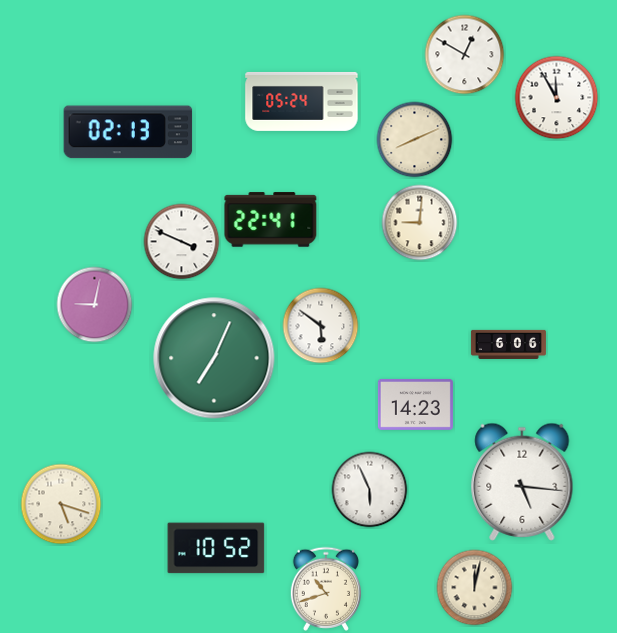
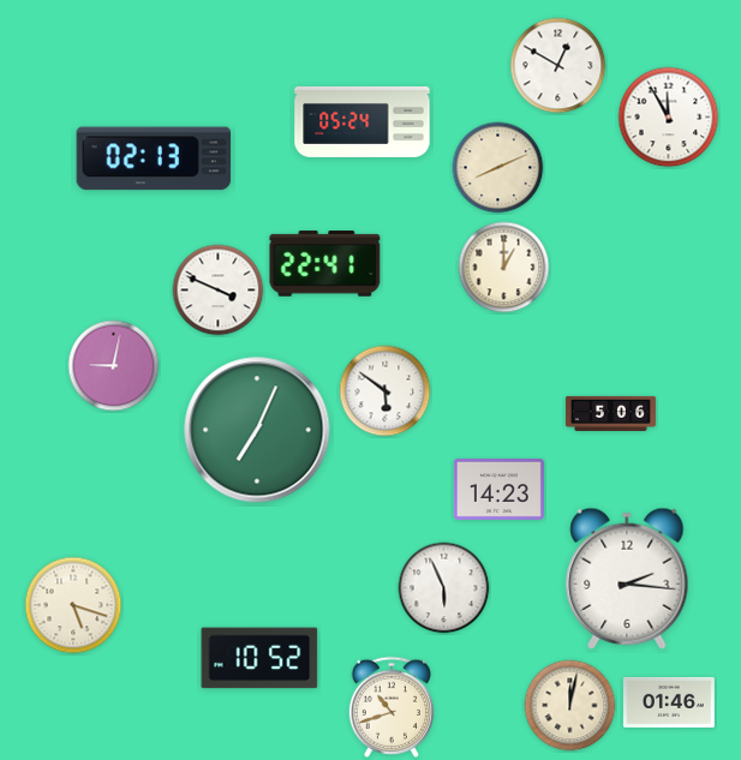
clock at (420, 223): 9:01 -> 1:00
clock at (508, 344): 6:06 -> 5:06
clock at (415, 405) position: (415, 405) -> (498, 490)
clock at (522, 482): 5:16 -> 2:16
clock at (669, 702): none -> 01:46
